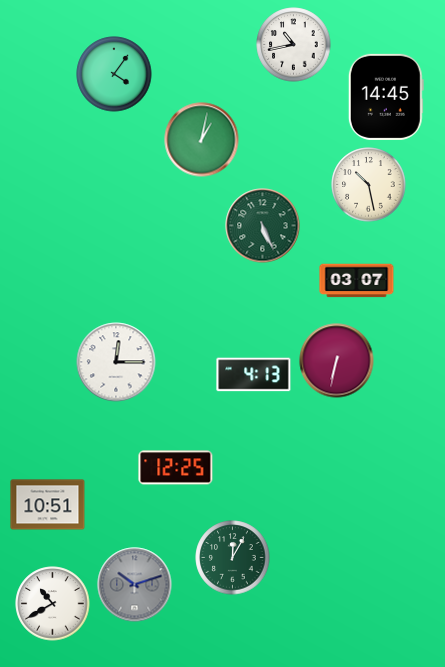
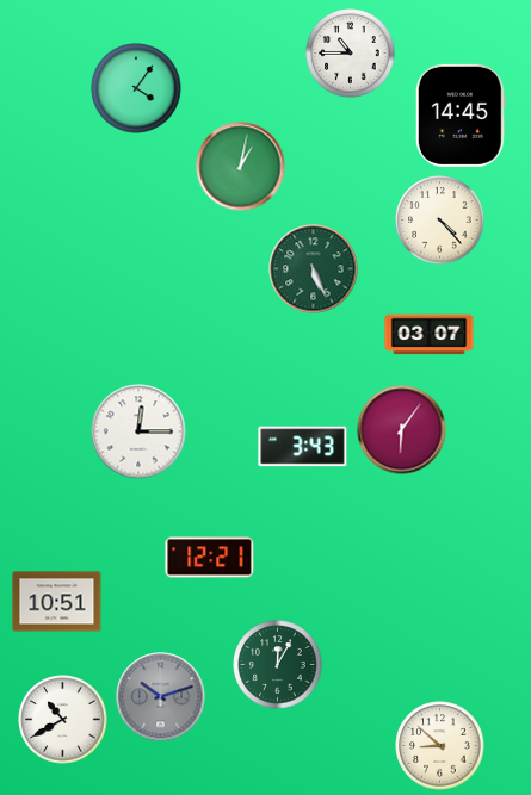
clock at (294, 45): 10:43 -> 10:45
clock at (369, 185): 10:28 -> 4:23
clock at (357, 281) position: (357, 281) -> (430, 335)
clock at (337, 361): 6:32 -> 6:06
clock at (254, 375): 4:13 -> 3:43
clock at (176, 468): 12:25 -> 12:21
clock at (440, 746): none -> 8:52
